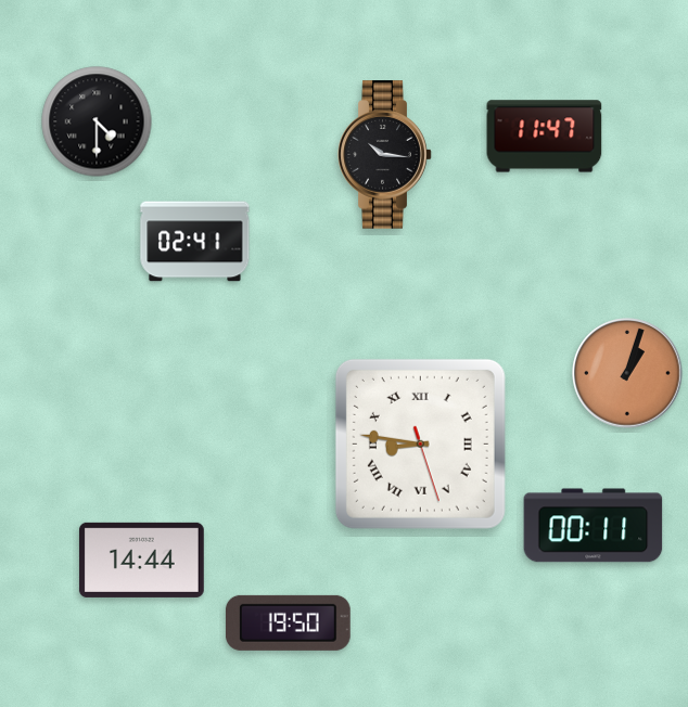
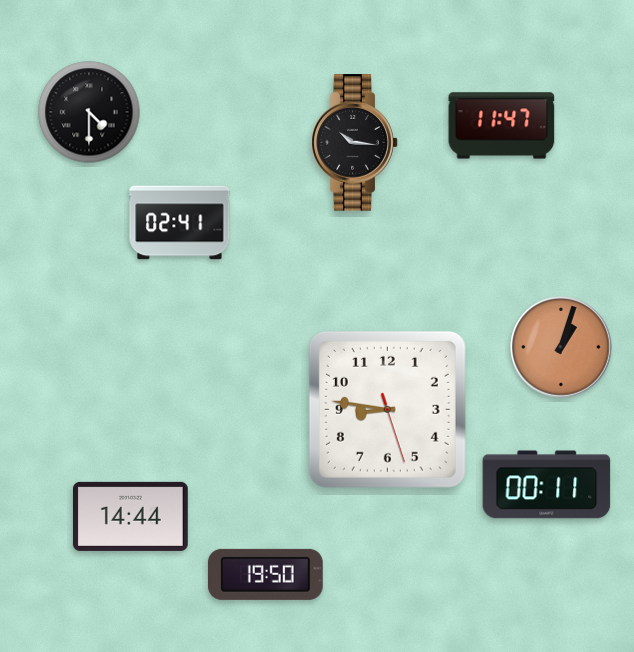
clock at (627, 373) position: (627, 373) -> (561, 347)
clock at (420, 444) numerals: Roman -> Arabic
